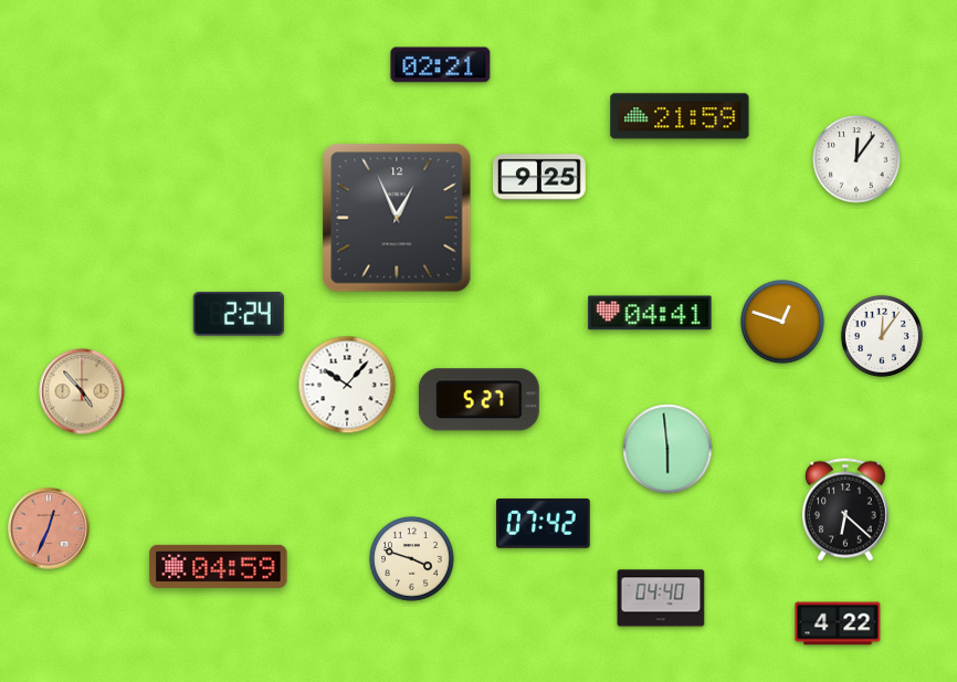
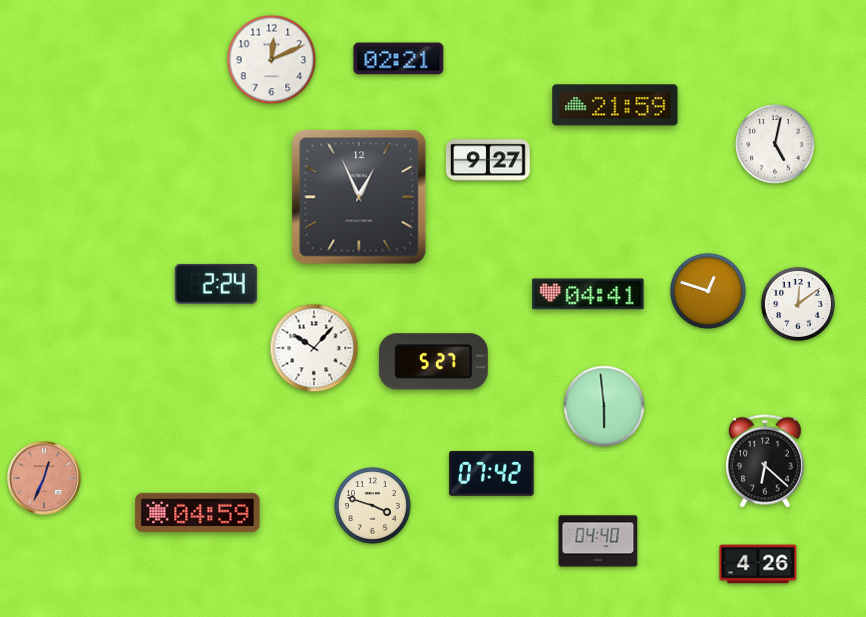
clock at (272, 60): none -> 12:11
clock at (856, 159): 12:06 -> 5:02
clock at (540, 177): 9:25 -> 9:27
clock at (650, 313) position: (650, 313) -> (588, 294)
clock at (882, 336): 12:06 -> 12:09
clock at (82, 391): 4:53 -> none
clock at (838, 623): 4:22 -> 4:26
